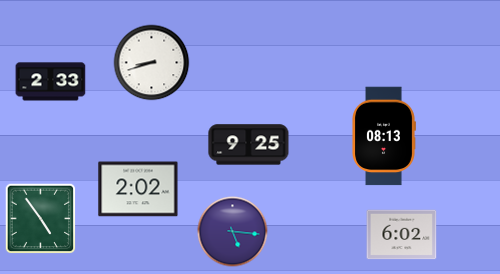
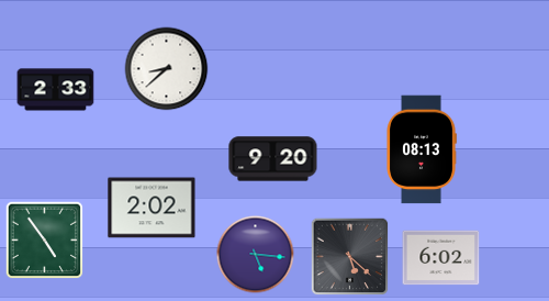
clock at (152, 63): 8:42 -> 8:38
clock at (249, 145): 9:25 -> 9:20
clock at (350, 257): none -> 5:22
